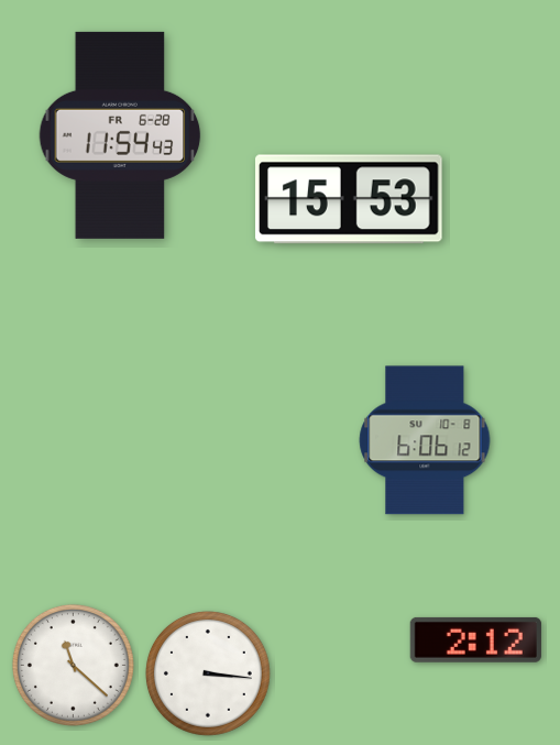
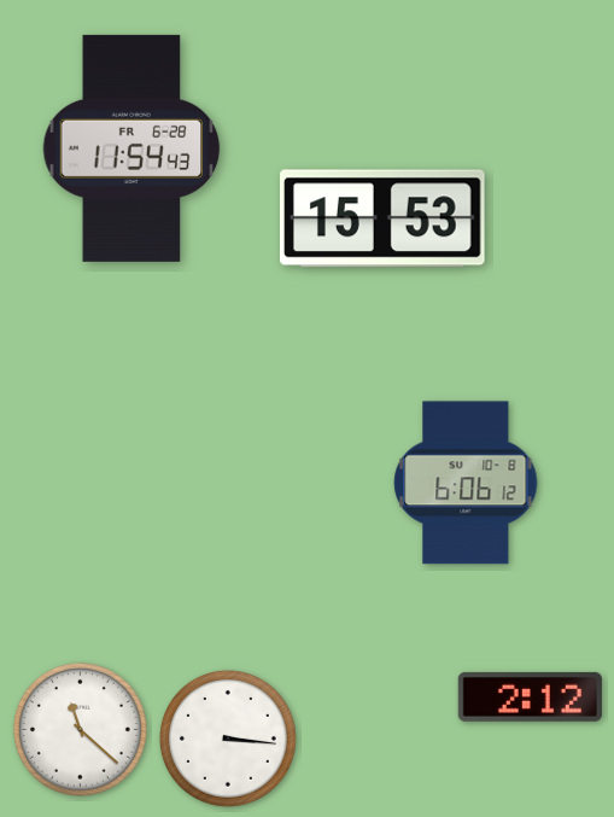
clock at (475, 639) position: (475, 639) -> (530, 696)
